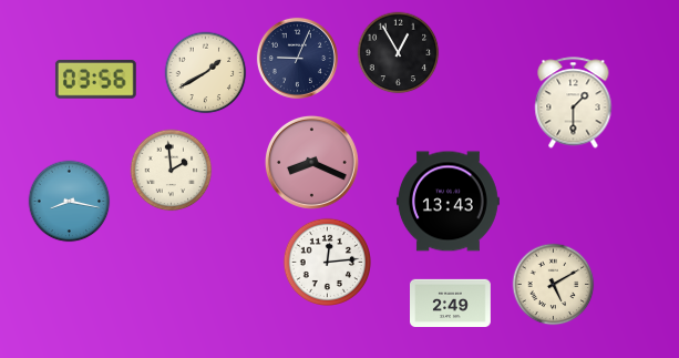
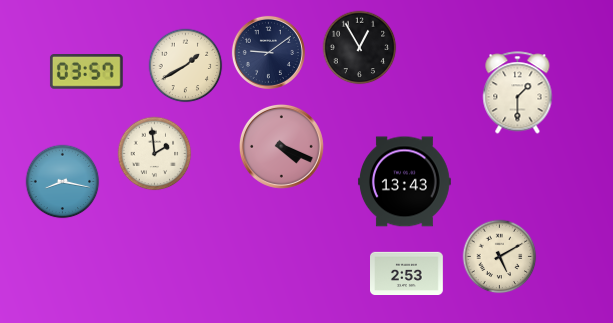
clock at (297, 58): 9:04 -> 9:09
clock at (95, 80): 03:56 -> 03:57
clock at (311, 162): 8:19 -> 4:19
clock at (327, 262): 12:14 -> none
clock at (451, 304): 2:49 -> 2:53
